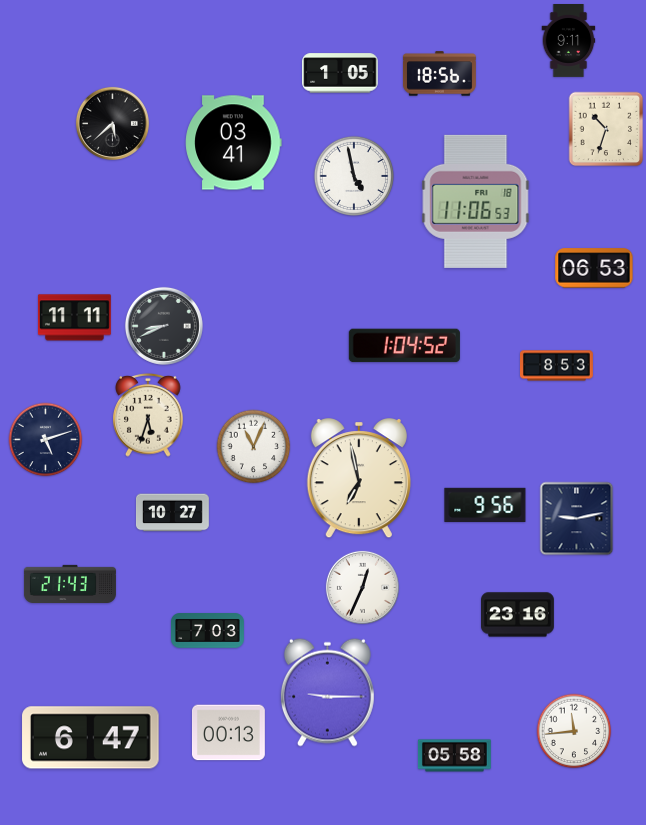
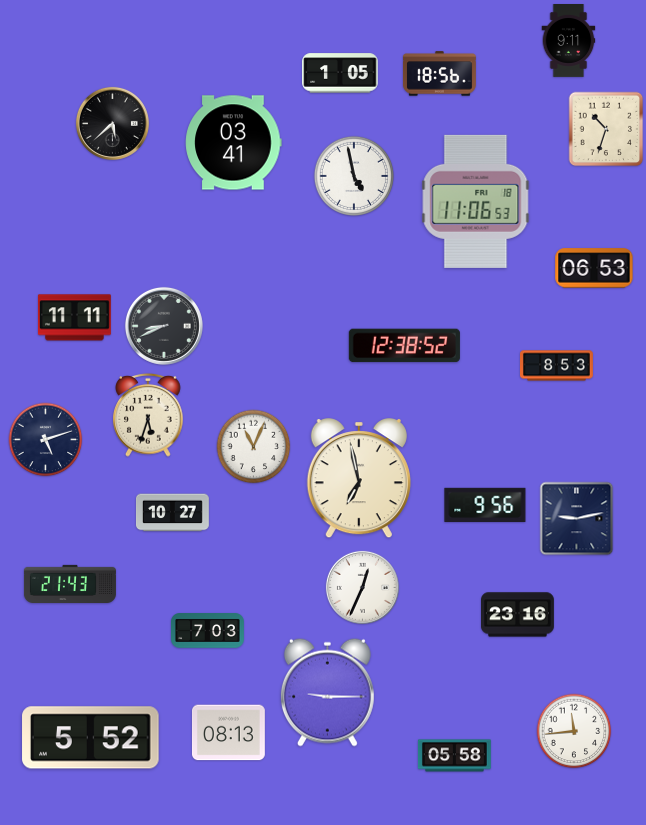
clock at (404, 346): 1:04 -> 12:38
clock at (228, 733): 00:13 -> 08:13
clock at (91, 738): 6:47 -> 5:52
